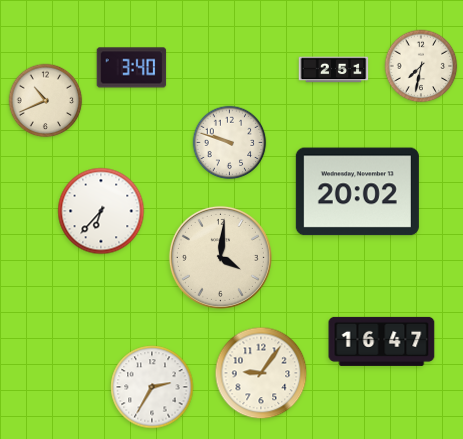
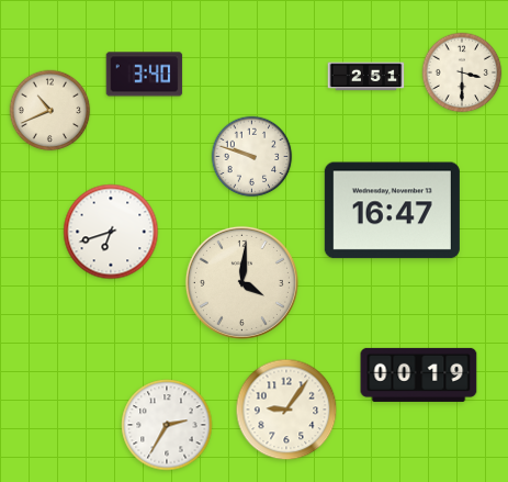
clock at (421, 66): 7:32 -> 3:30
clock at (357, 192): 20:02 -> 16:47
clock at (101, 211): 6:37 -> 6:42
clock at (382, 341): 16:47 -> 00:19
